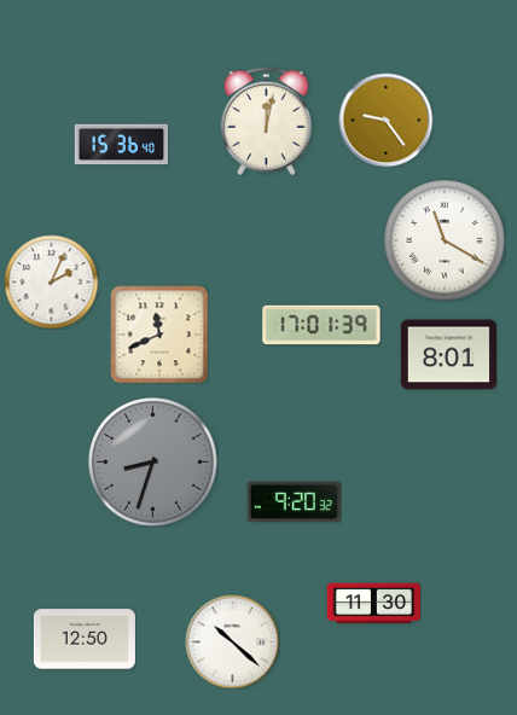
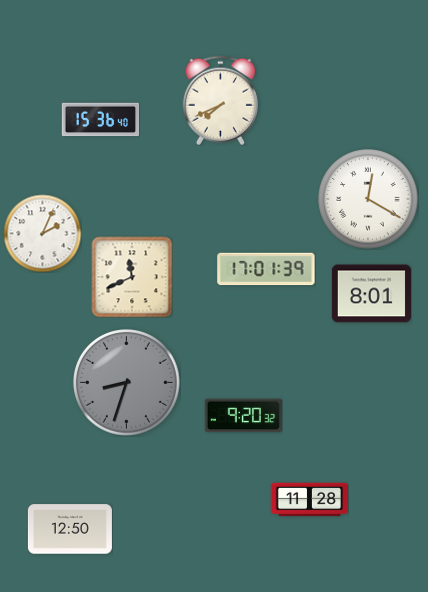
clock at (385, 120): 9:24 -> none
clock at (266, 121): 12:02 -> 7:41
clock at (445, 240): 11:20 -> 12:20
clock at (373, 604): 11:30 -> 11:28
clock at (232, 641): 10:22 -> none
